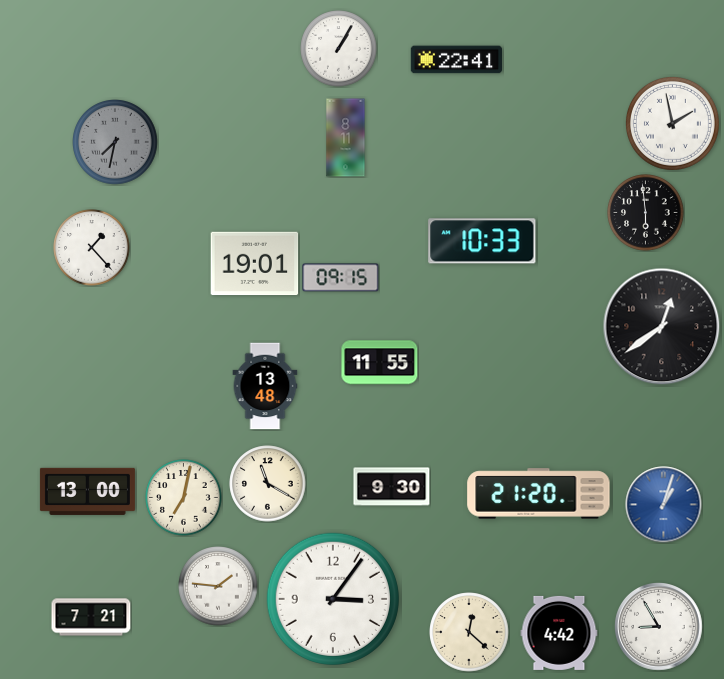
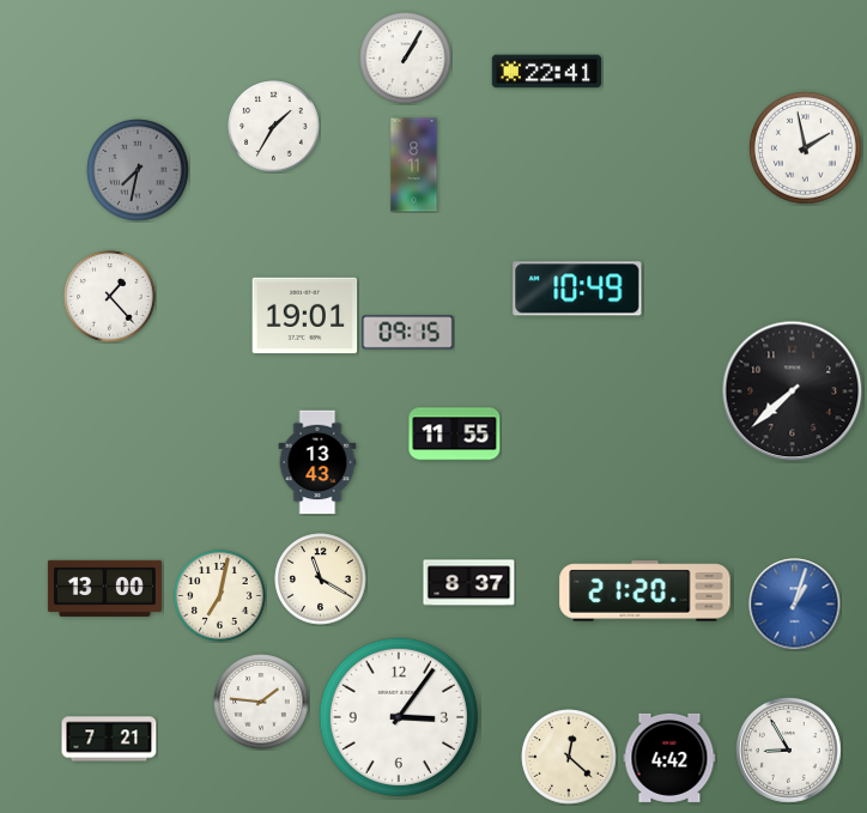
clock at (274, 127): none -> 1:35
clock at (646, 213): 5:59 -> none
clock at (482, 241): 10:33 -> 10:49
clock at (662, 327): 12:39 -> 7:38
clock at (265, 386): 13:48 -> 13:43
clock at (392, 487): 9:30 -> 8:37
clock at (469, 632) position: (469, 632) -> (569, 757)
